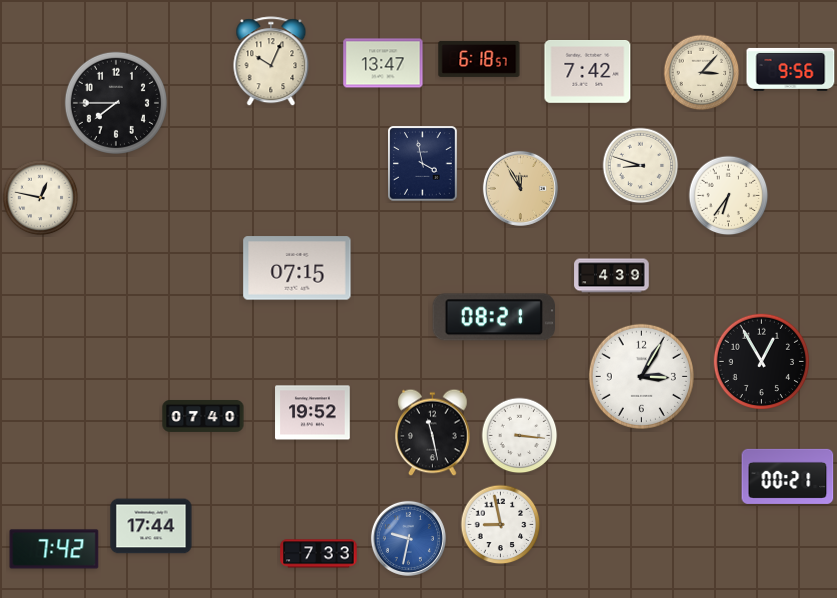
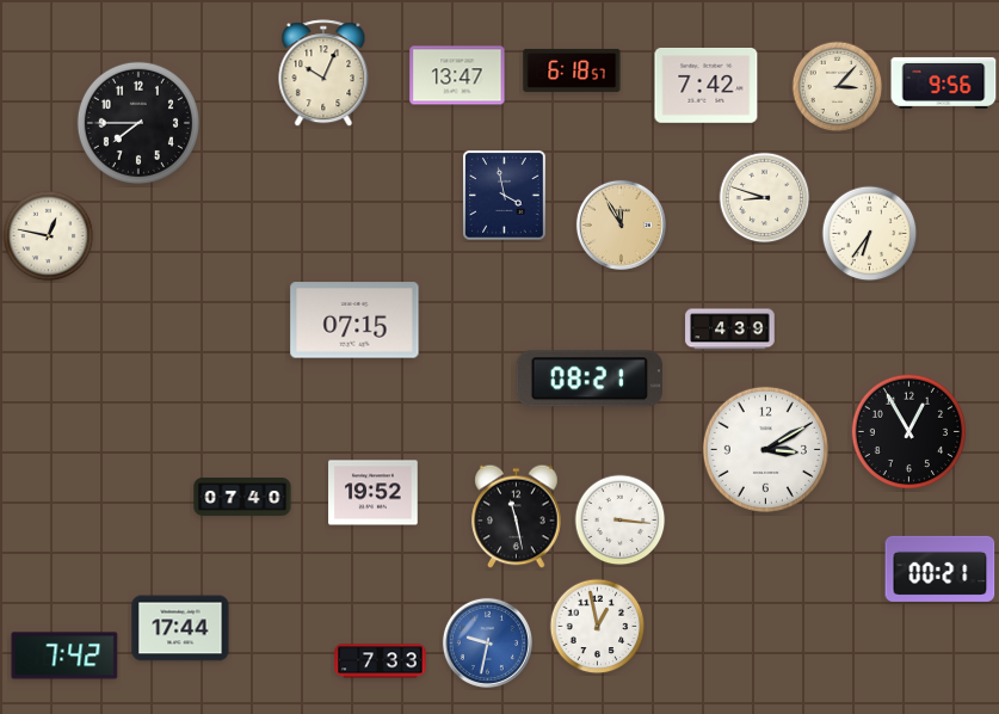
clock at (588, 72) position: (588, 72) -> (707, 86)
clock at (641, 376): 3:05 -> 3:10
clock at (501, 525): 8:58 -> 12:58
